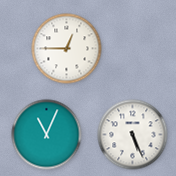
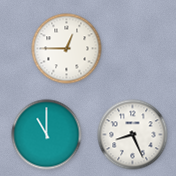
clock at (47, 135): 11:04 -> 11:00
clock at (133, 135): 5:26 -> 8:26
